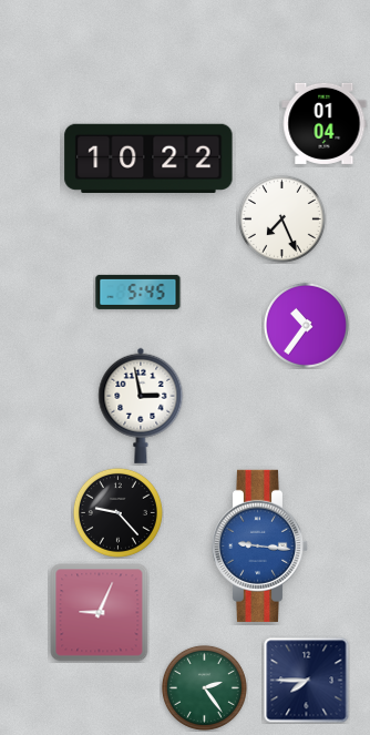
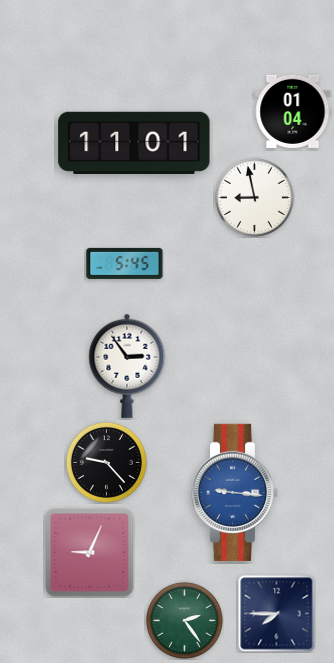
clock at (148, 159): 10:22 -> 11:01
clock at (281, 218): 7:26 -> 8:58
clock at (306, 325): 10:36 -> none
clock at (141, 406): 2:58 -> 2:54
